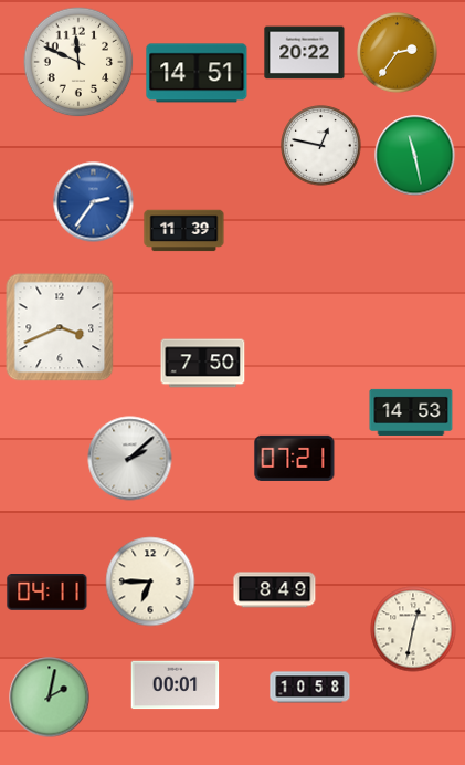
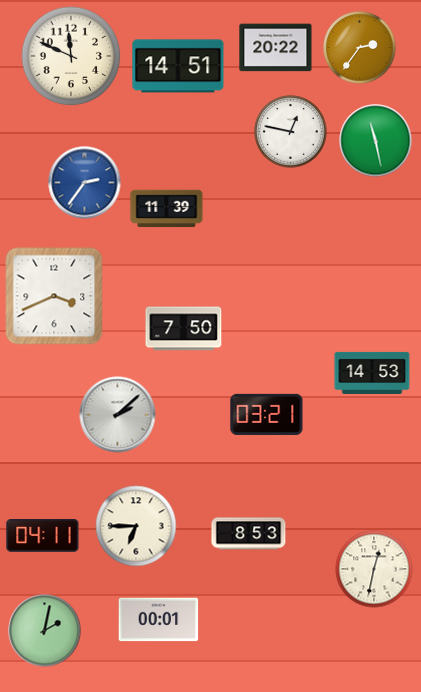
clock at (295, 458): 07:21 -> 03:21
clock at (275, 590): 8:49 -> 8:53
clock at (310, 688): 10:58 -> none
